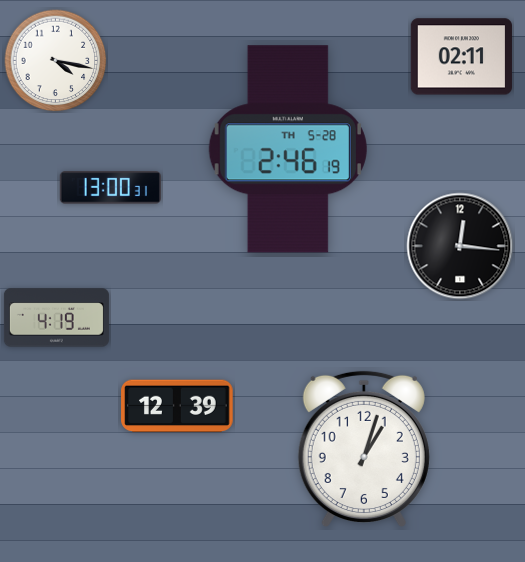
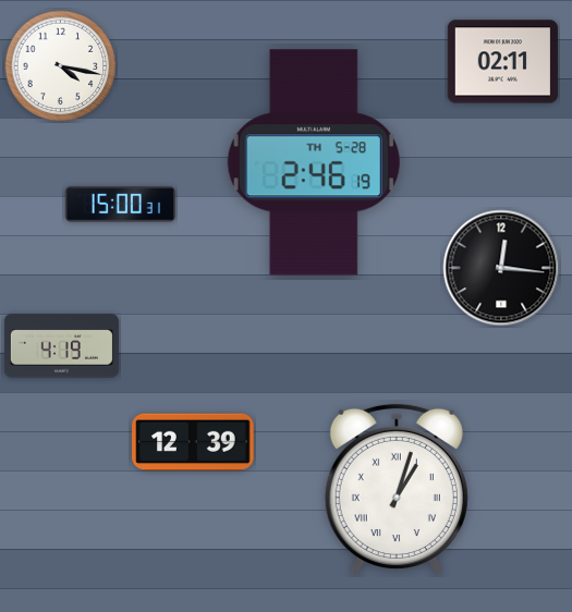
clock at (110, 188): 13:00 -> 15:00
clock at (364, 448) numerals: Arabic -> Roman
